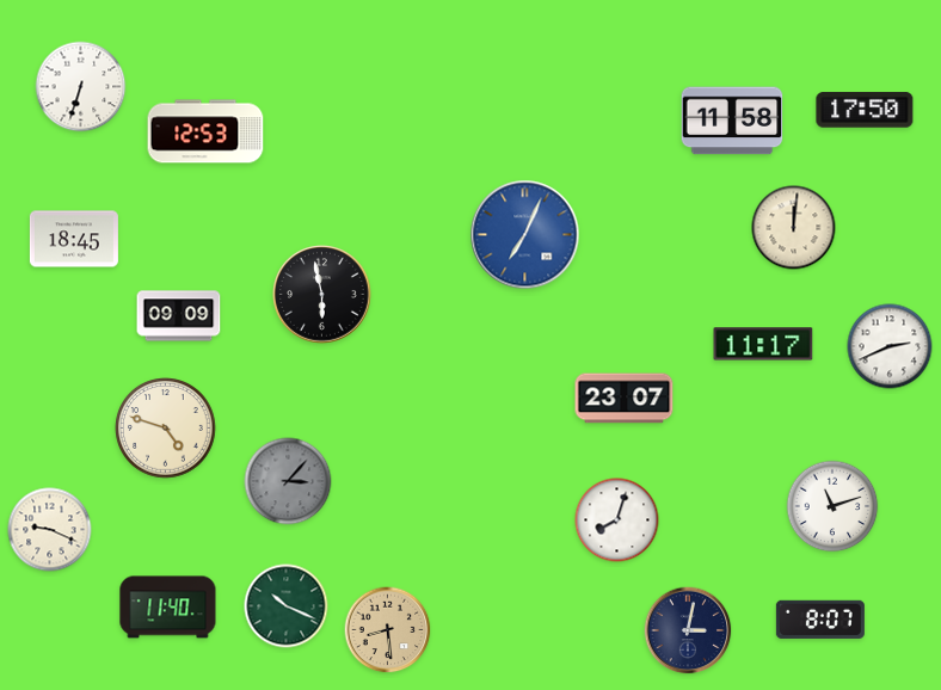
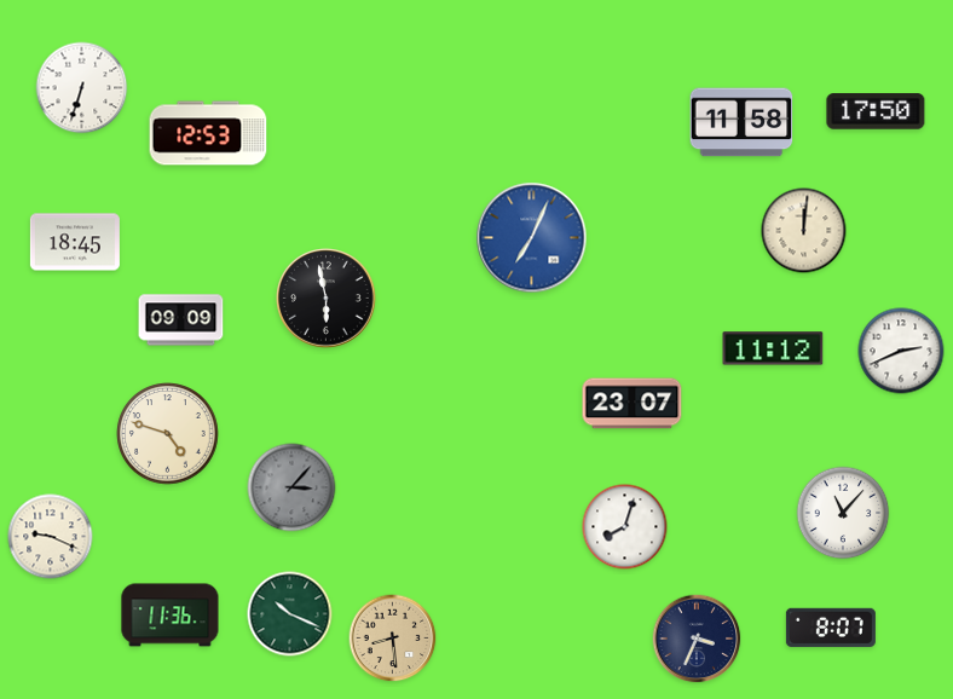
clock at (763, 344): 11:17 -> 11:12
clock at (832, 506): 11:12 -> 11:07
clock at (168, 608): 11:40 -> 11:36
clock at (688, 630): 3:02 -> 3:34
